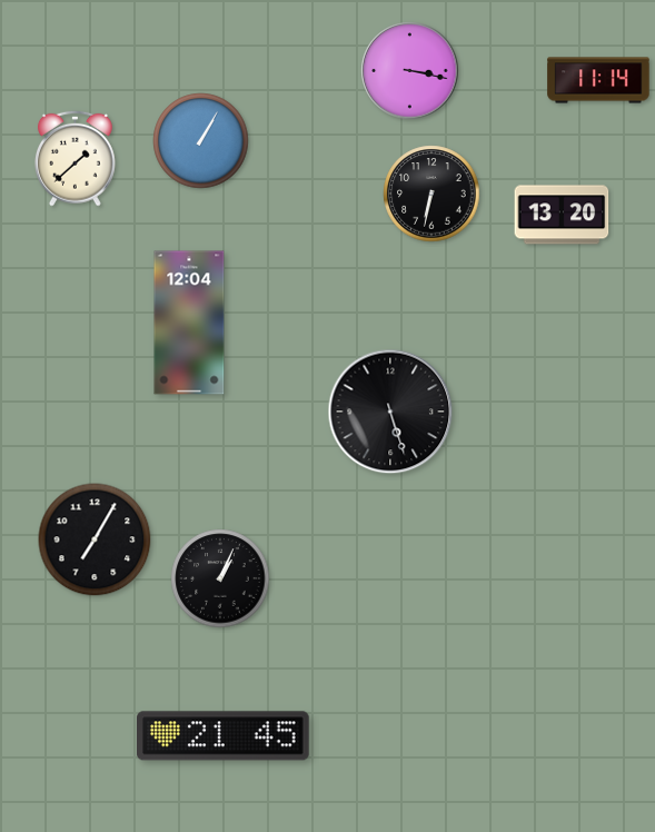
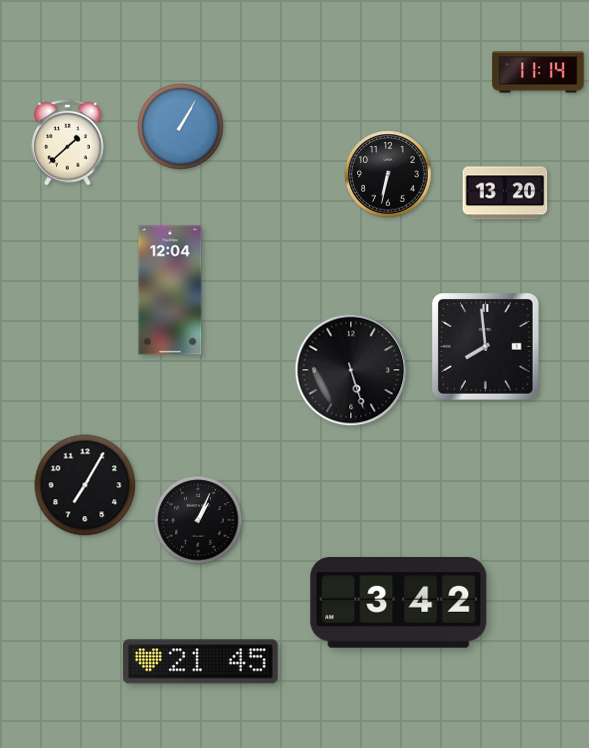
clock at (410, 71): 3:17 -> none
clock at (486, 347): none -> 7:59
clock at (399, 602): none -> 3:42
